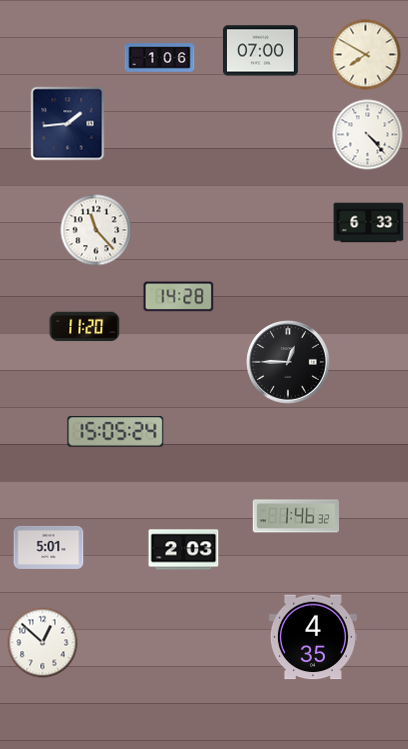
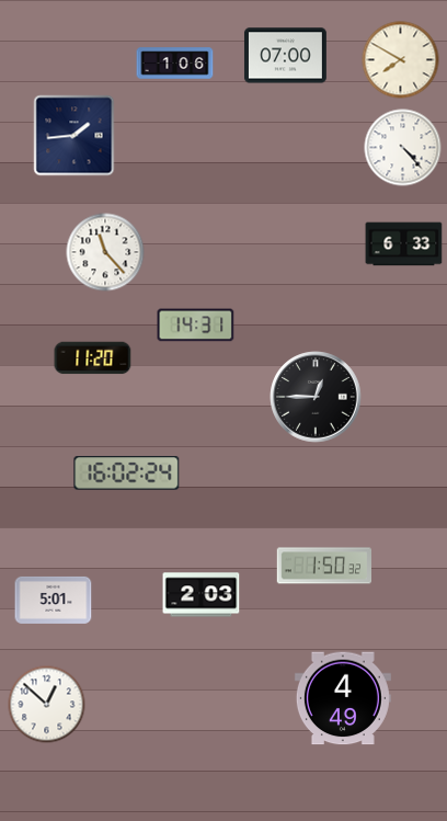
clock at (179, 297): 14:28 -> 14:31
clock at (116, 432): 15:05 -> 16:02
clock at (295, 516): 1:46 -> 1:50
clock at (184, 550) position: (184, 550) -> (202, 595)
clock at (313, 637): 4:35 -> 4:49
